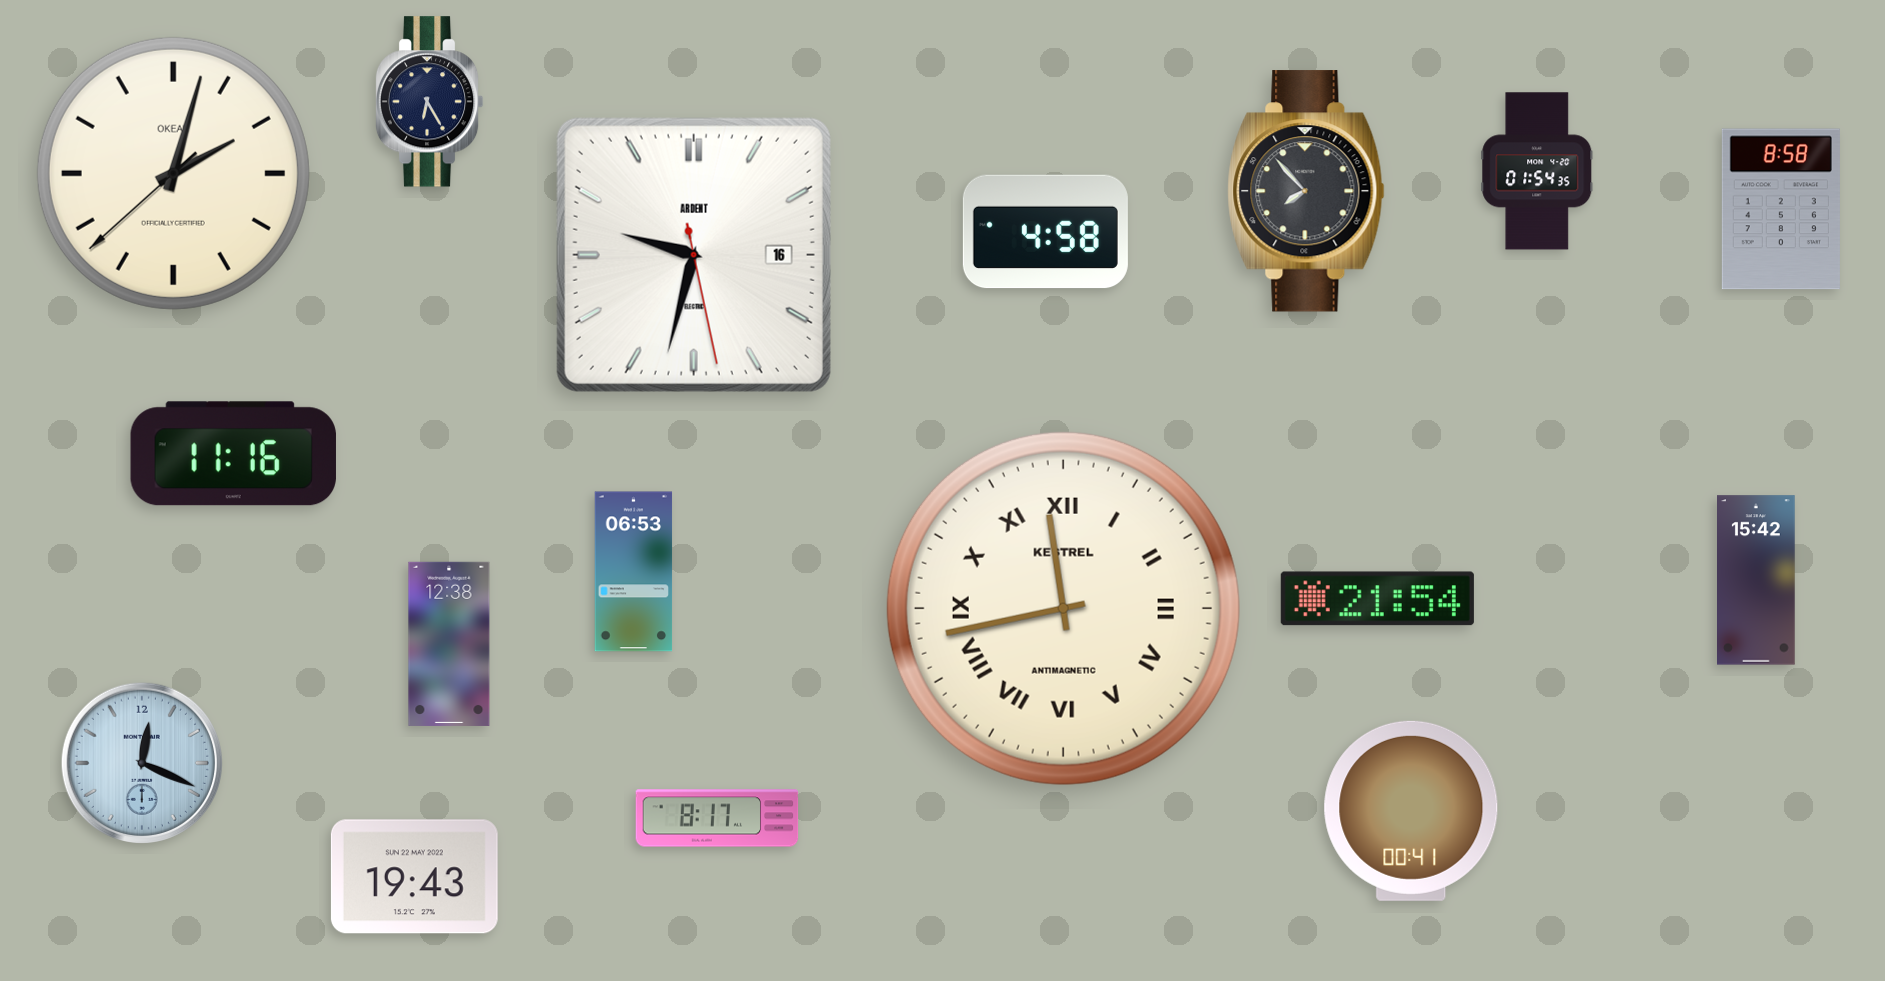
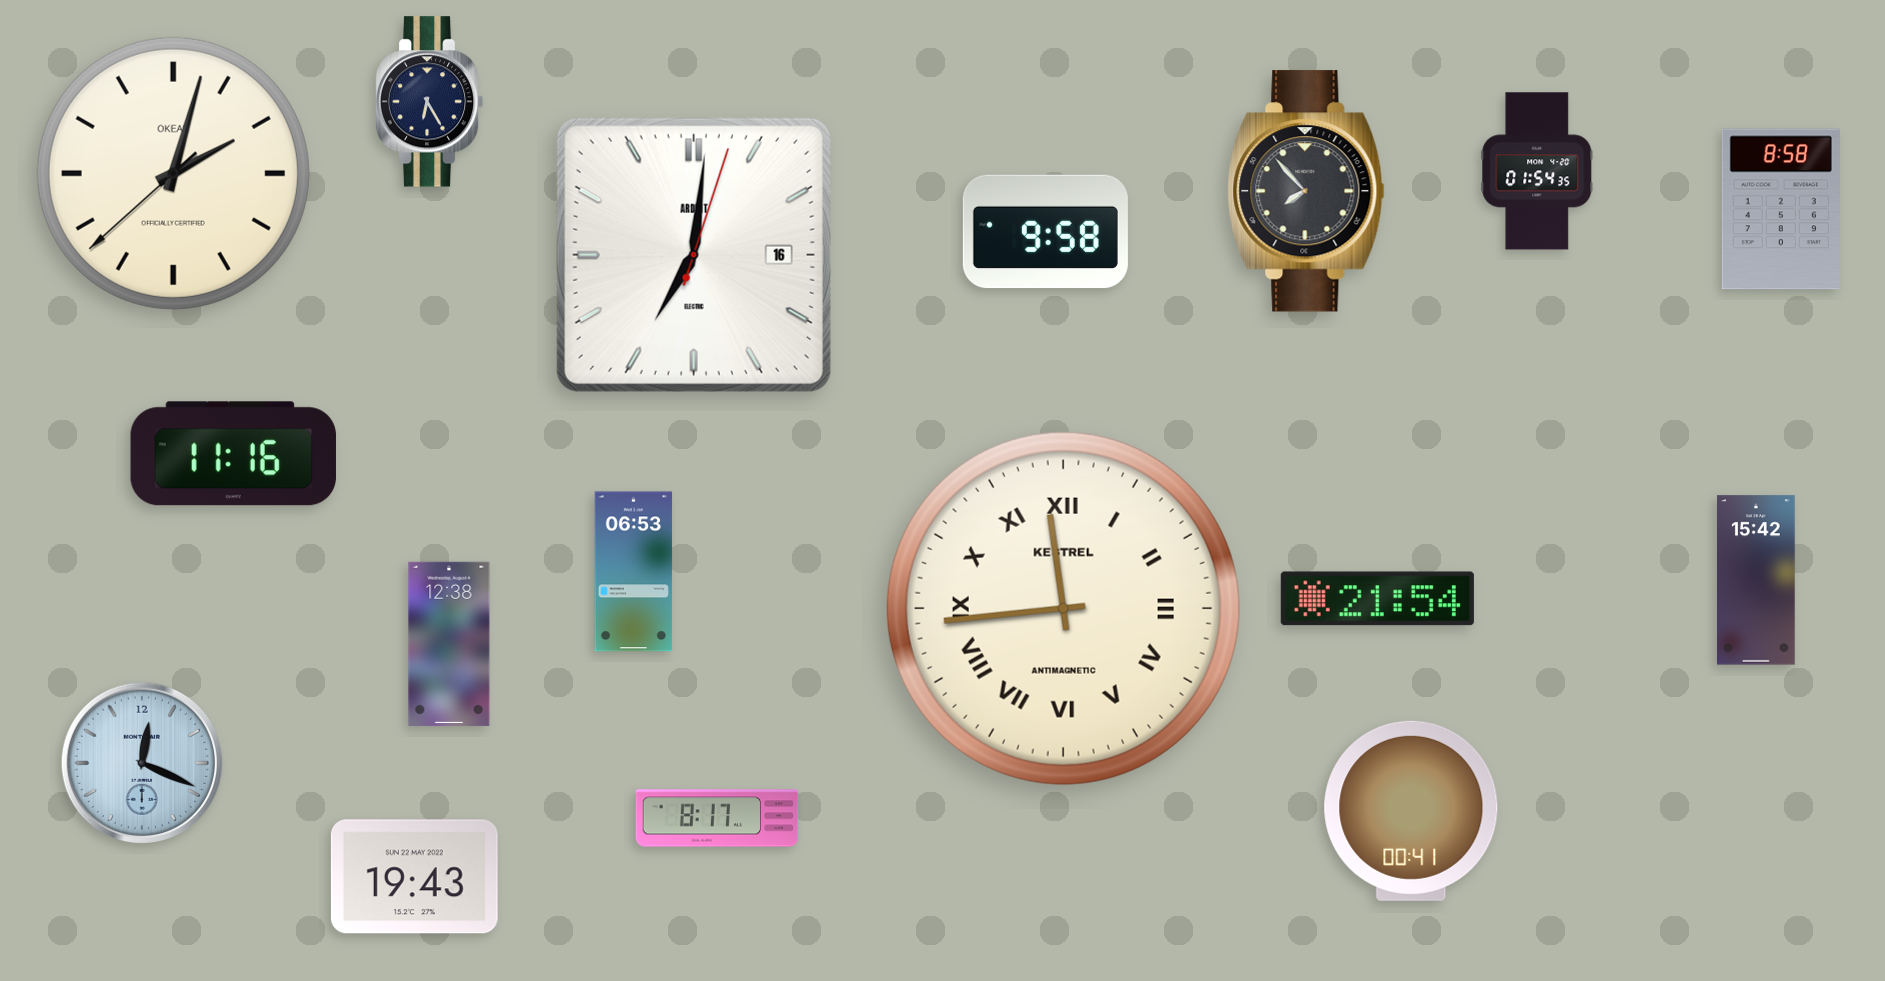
clock at (1045, 232): 4:58 -> 9:58
clock at (694, 255): 9:32 -> 7:01
clock at (1063, 608): 11:43 -> 11:44
